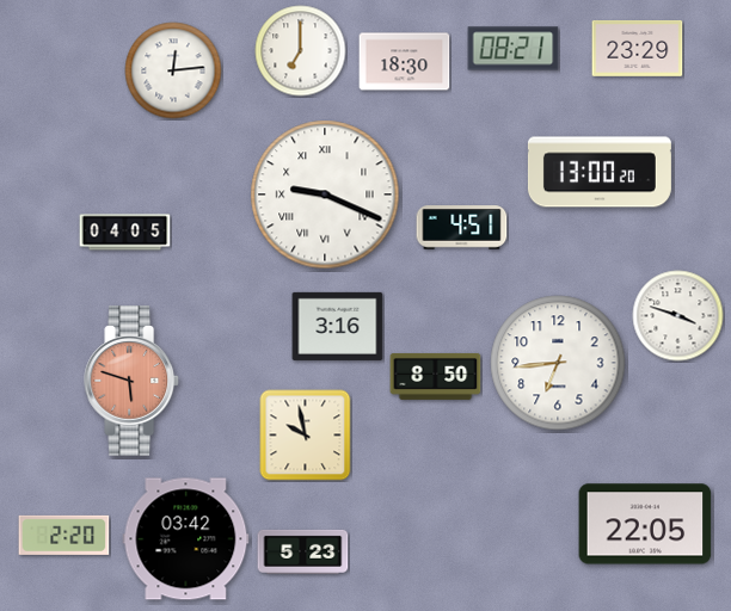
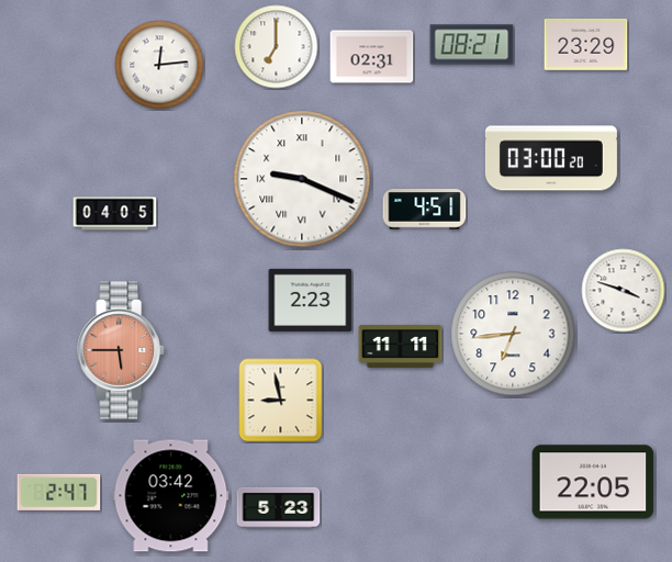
clock at (405, 62): 18:30 -> 02:31
clock at (600, 172): 13:00 -> 03:00
clock at (325, 195) position: (325, 195) -> (302, 179)
clock at (338, 326): 3:16 -> 2:23
clock at (436, 376): 8:50 -> 11:11
clock at (133, 381): 5:48 -> 5:45
clock at (306, 436): 9:58 -> 8:58
clock at (64, 535): 2:20 -> 2:47
